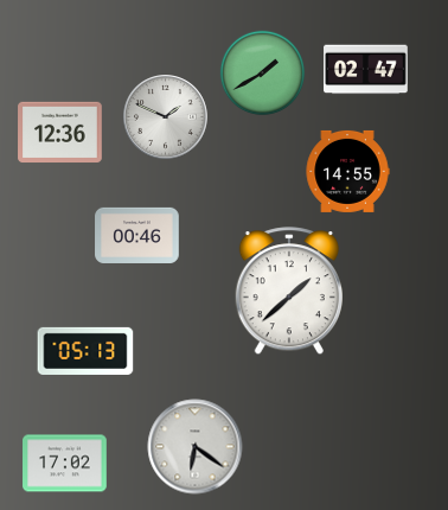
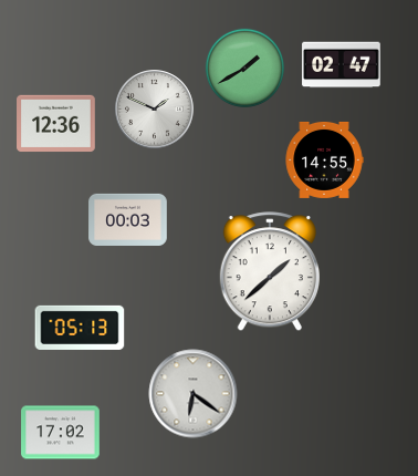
clock at (137, 235): 00:46 -> 00:03
clock at (196, 447) position: (196, 447) -> (194, 394)
